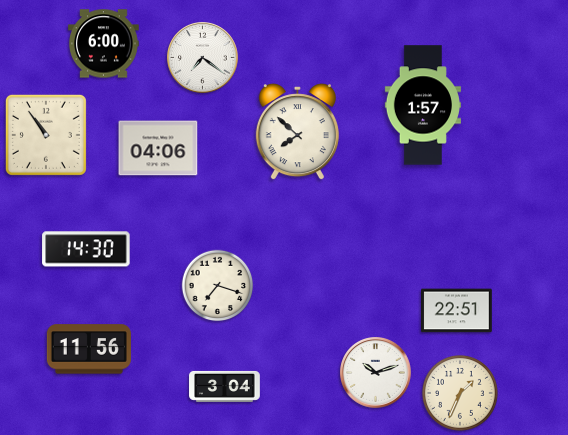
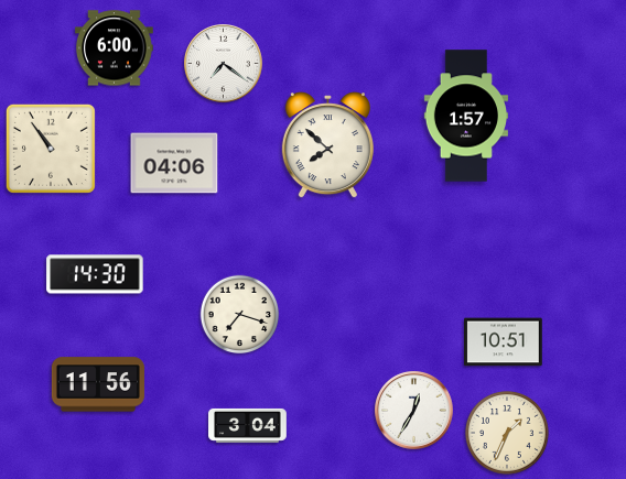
clock at (457, 311): 22:51 -> 10:51
clock at (376, 373): 10:12 -> 12:35
